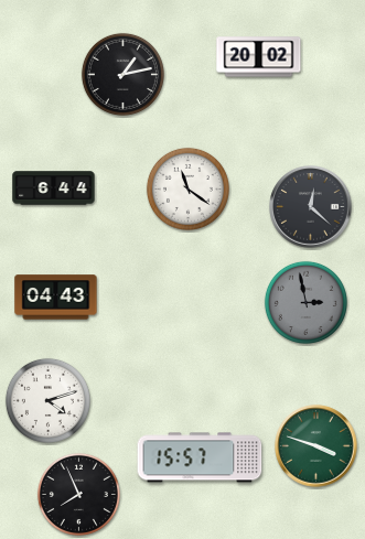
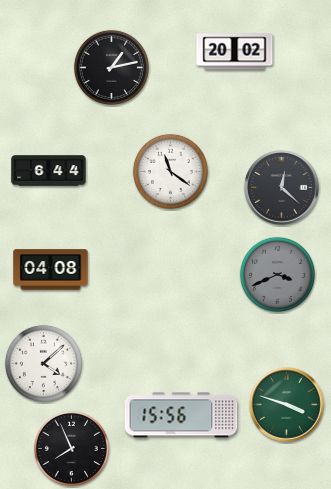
clock at (56, 298): 04:43 -> 04:08
clock at (305, 302): 2:58 -> 3:41
clock at (47, 400): 4:12 -> 4:08
clock at (200, 457): 15:57 -> 15:56
